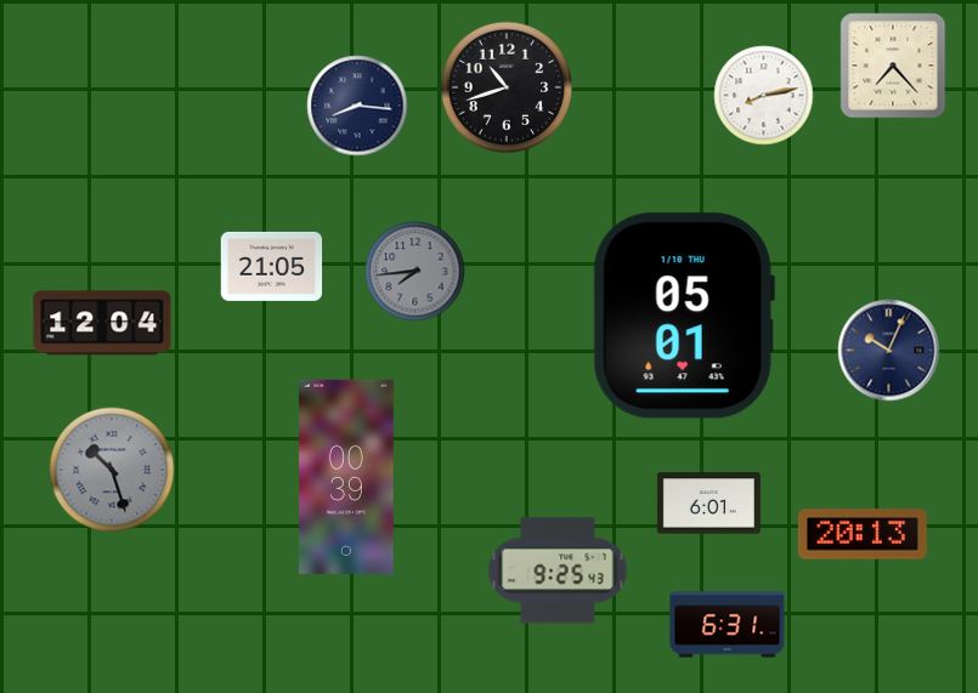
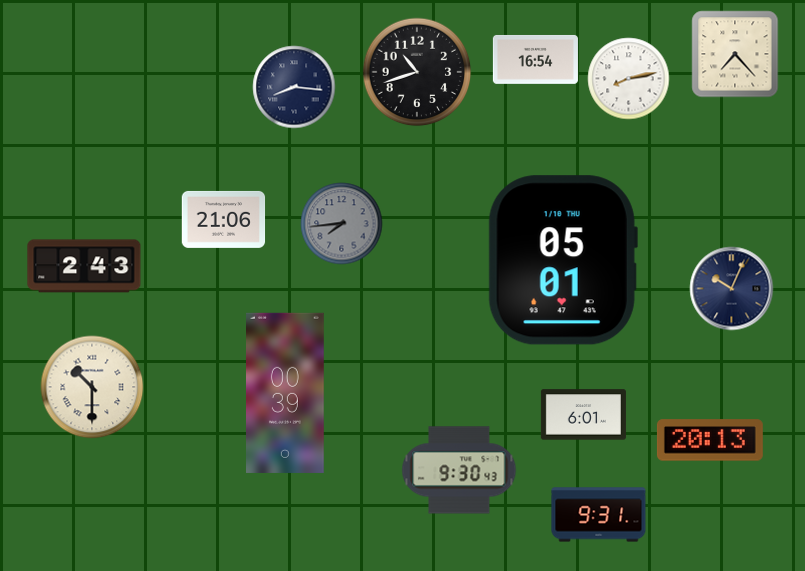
clock at (535, 59): none -> 16:54
clock at (272, 266): 21:05 -> 21:06
clock at (102, 323): 12:04 -> 2:43
clock at (112, 470): 10:27 -> 10:30
clock at (112, 470) dial: grey -> cream
clock at (558, 570): 9:25 -> 9:30
clock at (728, 625): 6:31 -> 9:31
